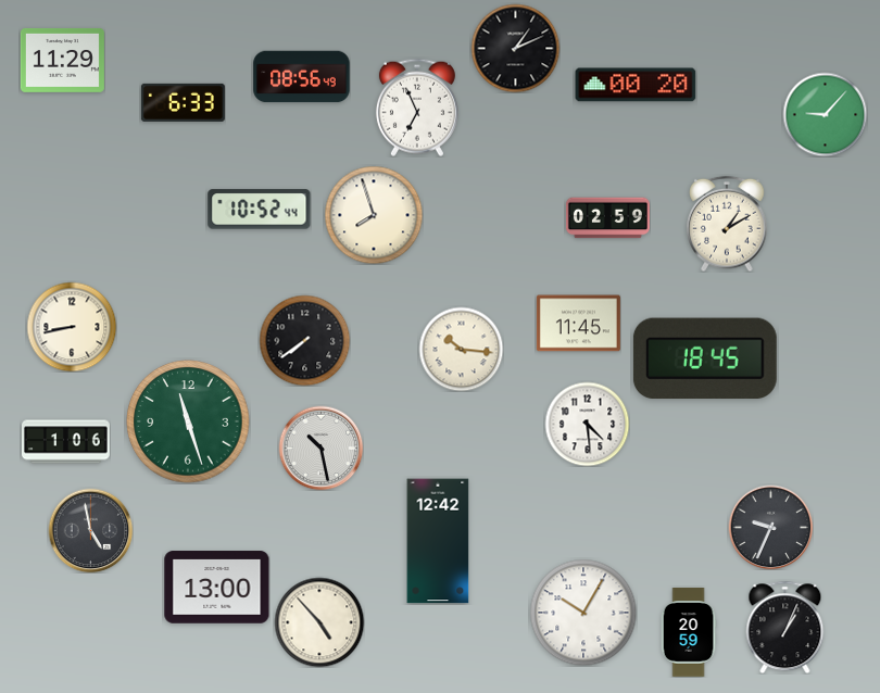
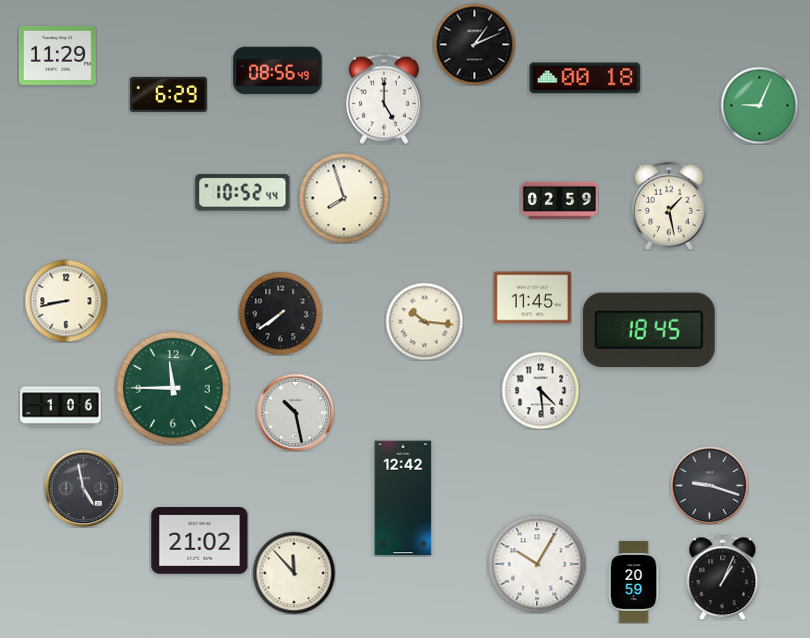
clock at (636, 85): 00:20 -> 00:18
clock at (183, 102): 6:33 -> 6:29
clock at (417, 108): 6:56 -> 5:00
clock at (825, 114): 9:07 -> 9:04
clock at (260, 210) position: (260, 210) -> (243, 193)
clock at (727, 224): 1:10 -> 1:28
clock at (188, 421): 11:27 -> 11:45
clock at (770, 527): 9:34 -> 9:18
clock at (217, 588): 13:00 -> 21:02
clock at (319, 622): 4:53 -> 11:53
